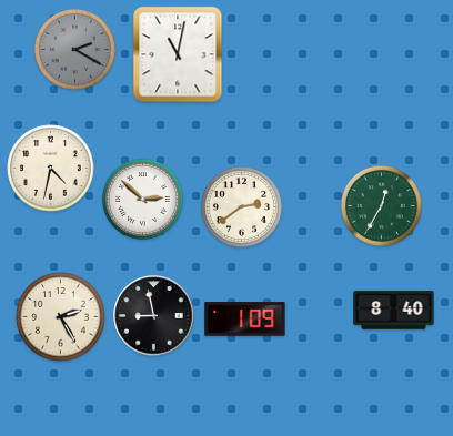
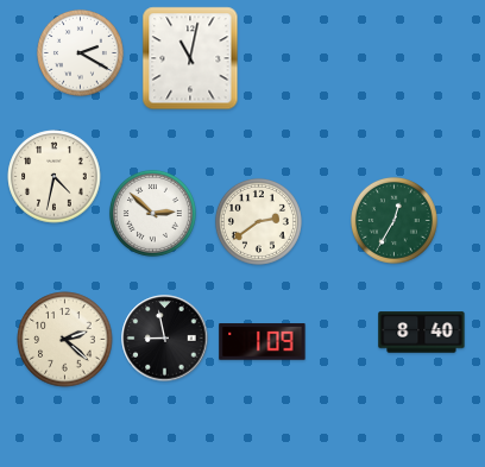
clock at (74, 49) dial: grey -> white
clock at (51, 169) position: (51, 169) -> (55, 177)
clock at (381, 205) position: (381, 205) -> (393, 220)
clock at (61, 317): 2:25 -> 2:22
